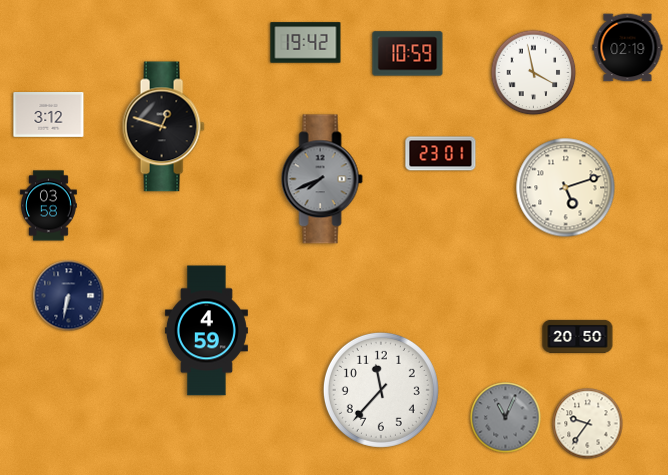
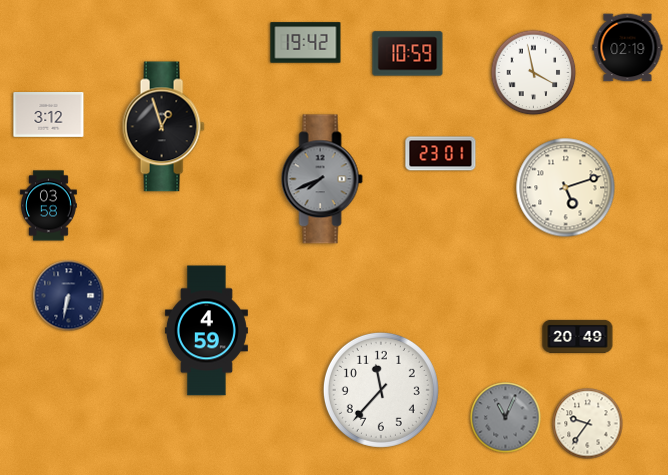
clock at (163, 127): 12:48 -> 12:57
clock at (578, 336): 20:50 -> 20:49
